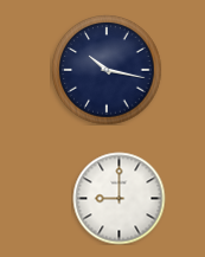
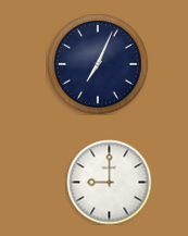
clock at (107, 70): 10:17 -> 7:04
